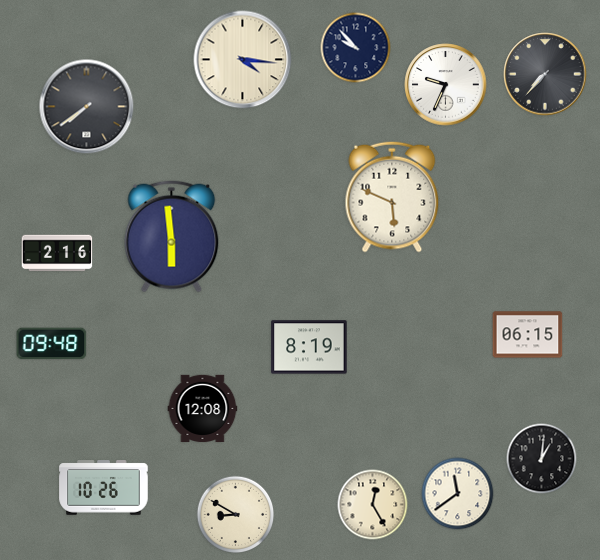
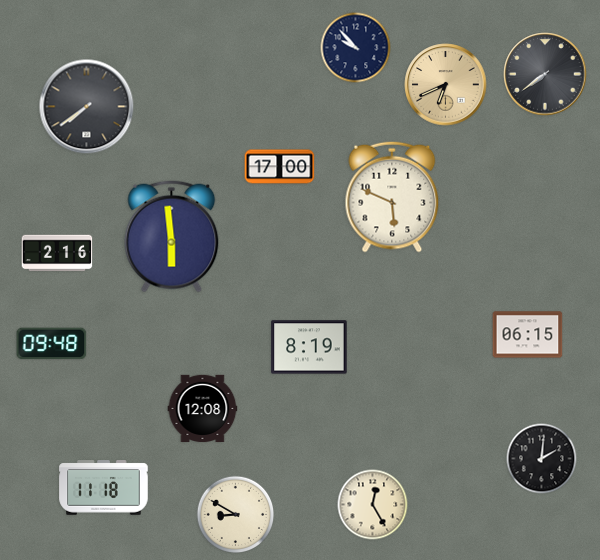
clock at (243, 60): 4:16 -> none
clock at (545, 74): 7:37 -> 7:39
clock at (446, 85): 9:34 -> 6:41
clock at (446, 85) dial: white -> champagne
clock at (280, 167): none -> 17:00
clock at (542, 459): 1:01 -> 2:01
clock at (104, 488): 10:26 -> 11:18
clock at (458, 494): 11:39 -> none
